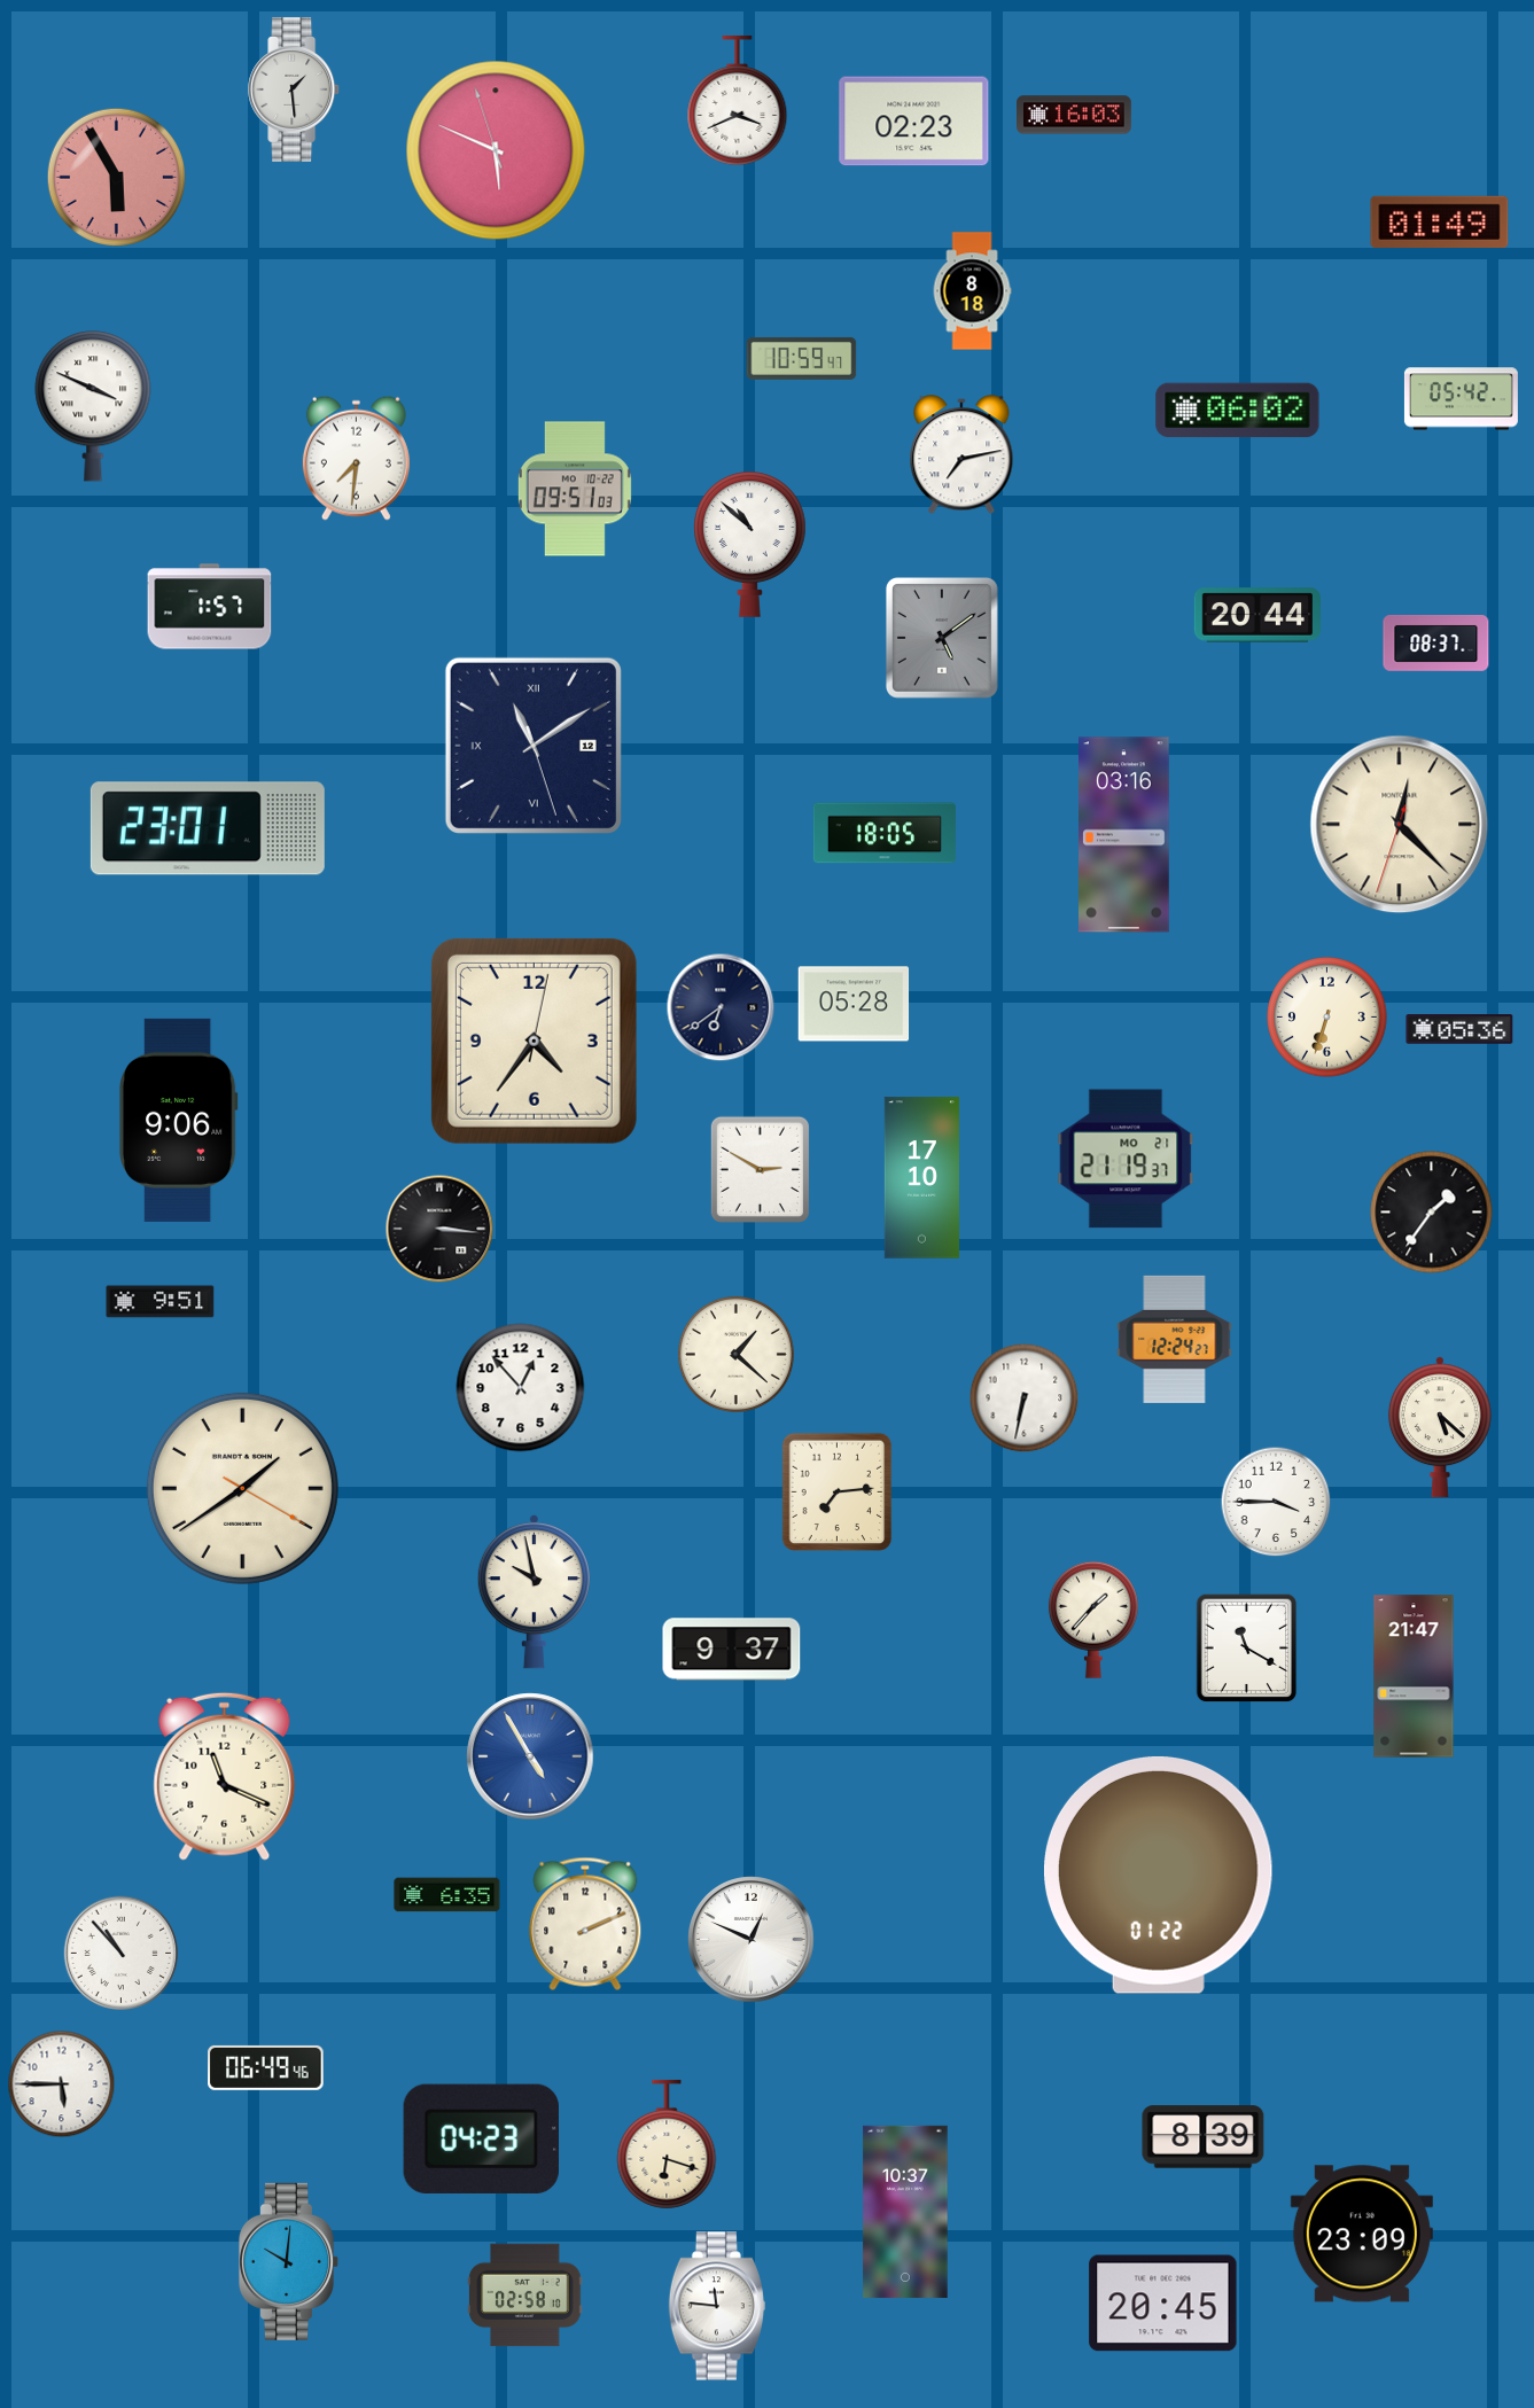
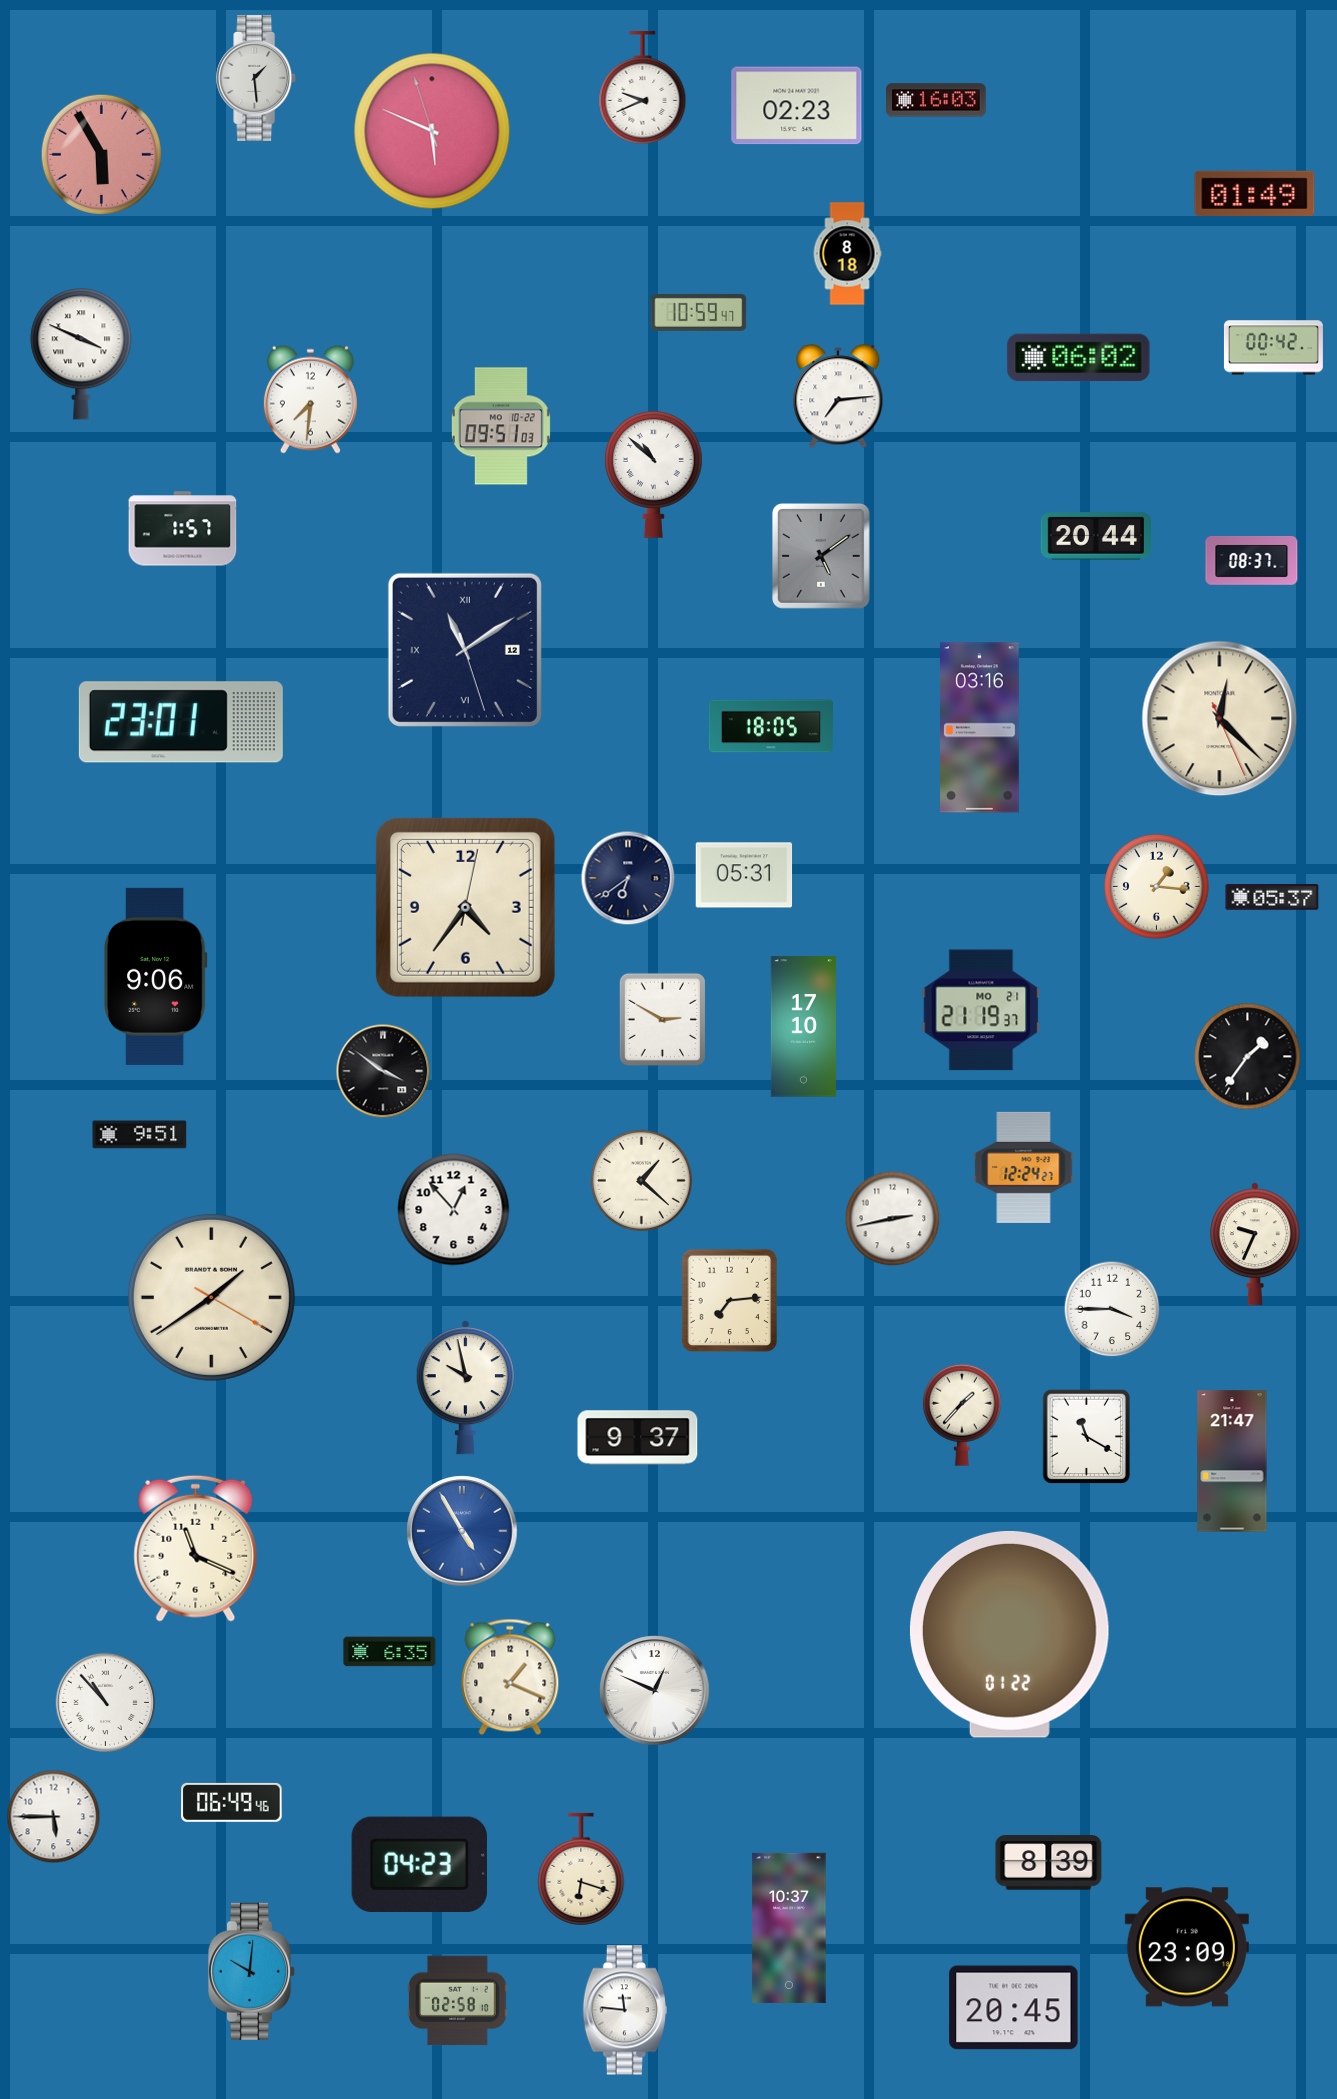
clock at (738, 100): 3:41 -> 9:41
clock at (1461, 399): 05:42 -> 00:42
clock at (961, 455): 7:13 -> 7:14
clock at (1400, 825): 12:22:33 -> 12:22:26
clock at (854, 1004): 05:28 -> 05:31
clock at (1327, 1018): 6:33 -> 1:16
clock at (1459, 1030): 05:36 -> 05:37
clock at (439, 1229): 3:16 -> 3:51
clock at (1025, 1398): 6:32 -> 2:43
clock at (1440, 1427): 5:22 -> 9:34
clock at (1093, 1620) position: (1093, 1620) -> (962, 1415)
clock at (585, 1924): 2:11 -> 1:19
